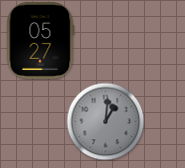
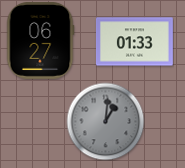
clock at (40, 40): 05:27 -> 06:27
clock at (134, 42): none -> 01:33
